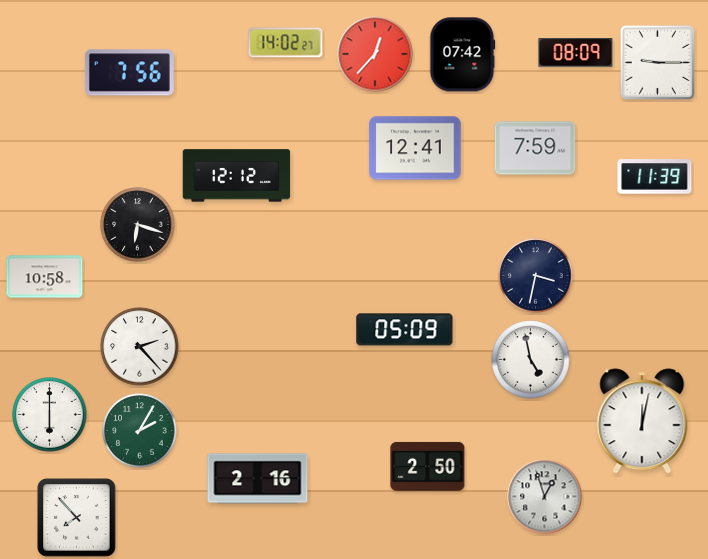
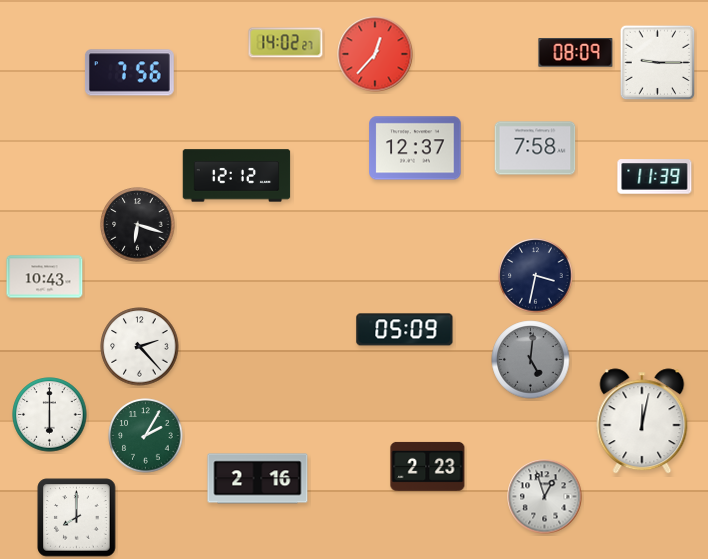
clock at (463, 55): 07:42 -> none
clock at (415, 148): 12:41 -> 12:37
clock at (535, 148): 7:59 -> 7:58
clock at (45, 277): 10:58 -> 10:43
clock at (531, 360): 4:58 -> 5:01
clock at (531, 360) dial: white -> grey
clock at (140, 431) position: (140, 431) -> (146, 436)
clock at (428, 466): 2:50 -> 2:23
clock at (77, 518): 7:53 -> 8:00
